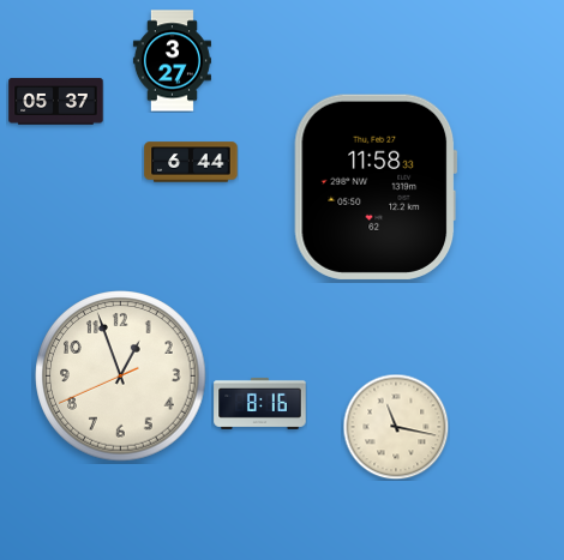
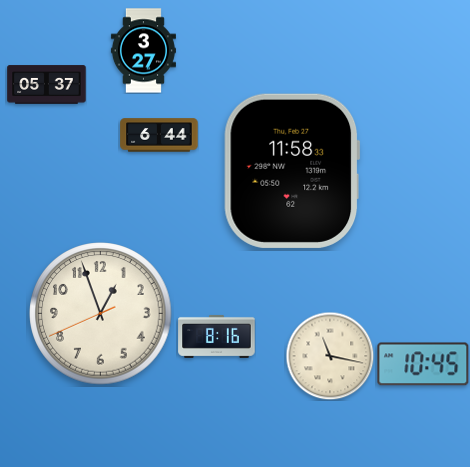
clock at (376, 187) position: (376, 187) -> (292, 171)
clock at (423, 364): none -> 10:45
